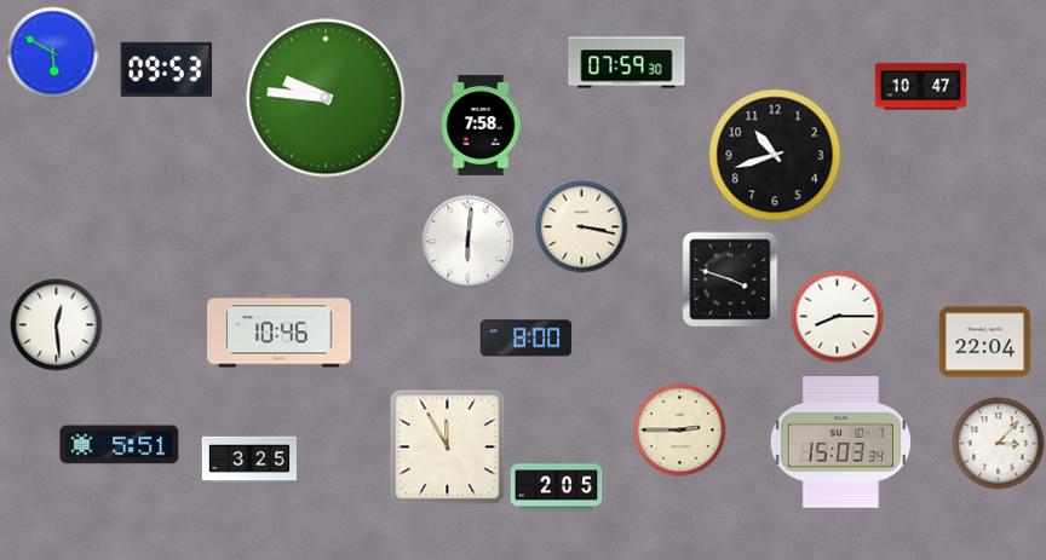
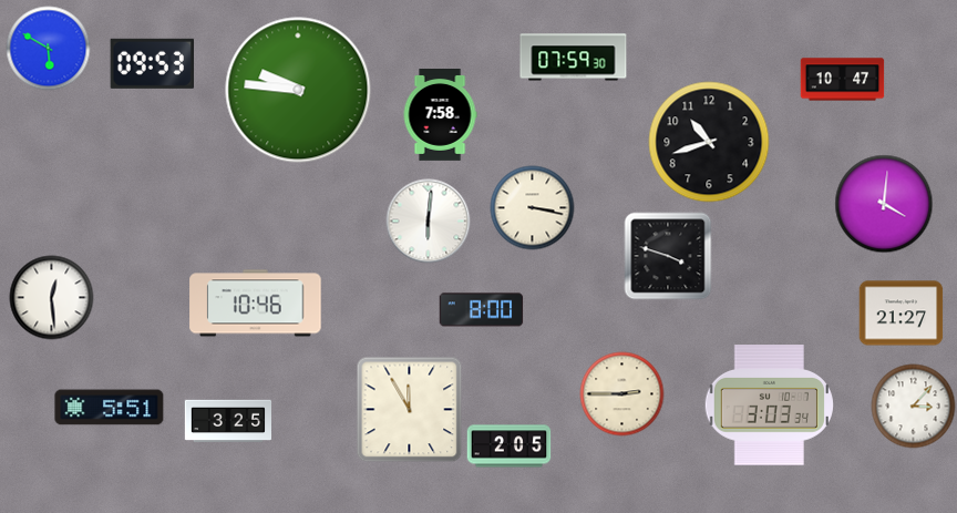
clock at (884, 204): none -> 4:01
clock at (838, 317): 8:15 -> none
clock at (985, 342): 22:04 -> 21:27
clock at (840, 443): 15:03 -> 3:03
